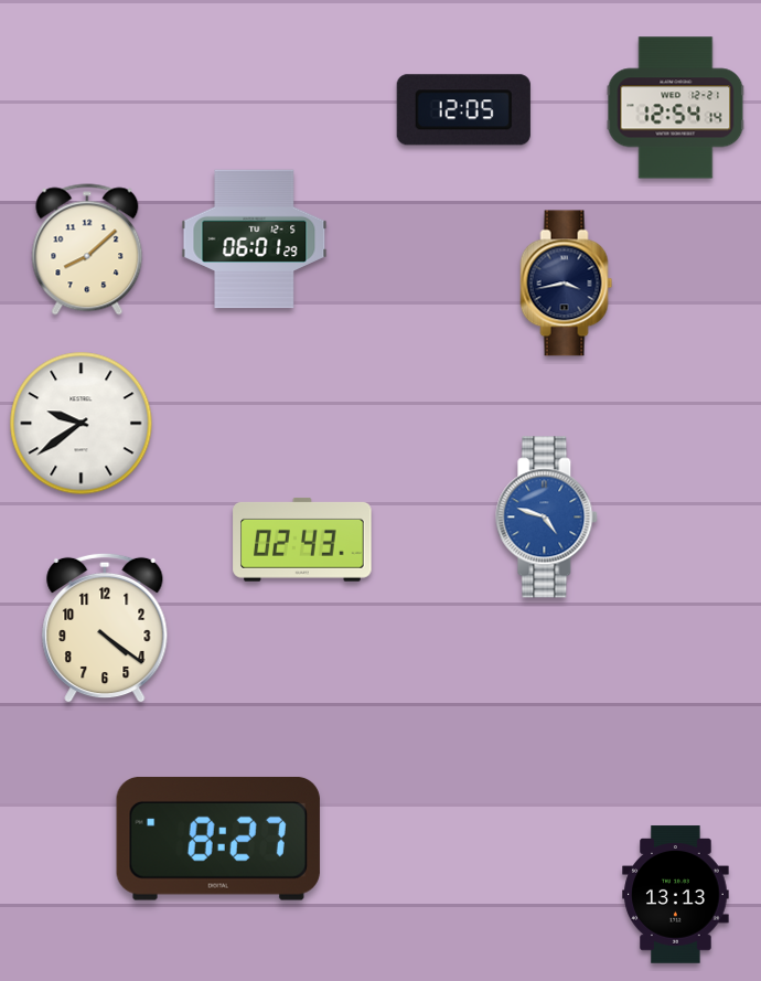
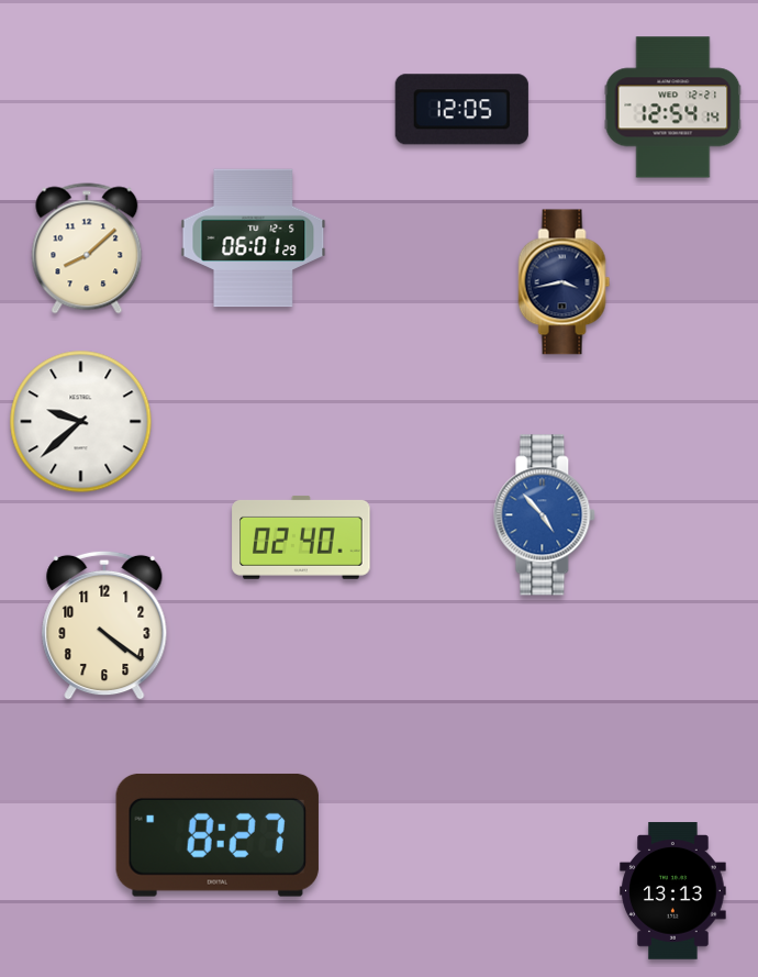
clock at (82, 424): 9:39 -> 9:38
clock at (547, 518): 4:48 -> 4:53
clock at (302, 540): 02:43 -> 02:40
